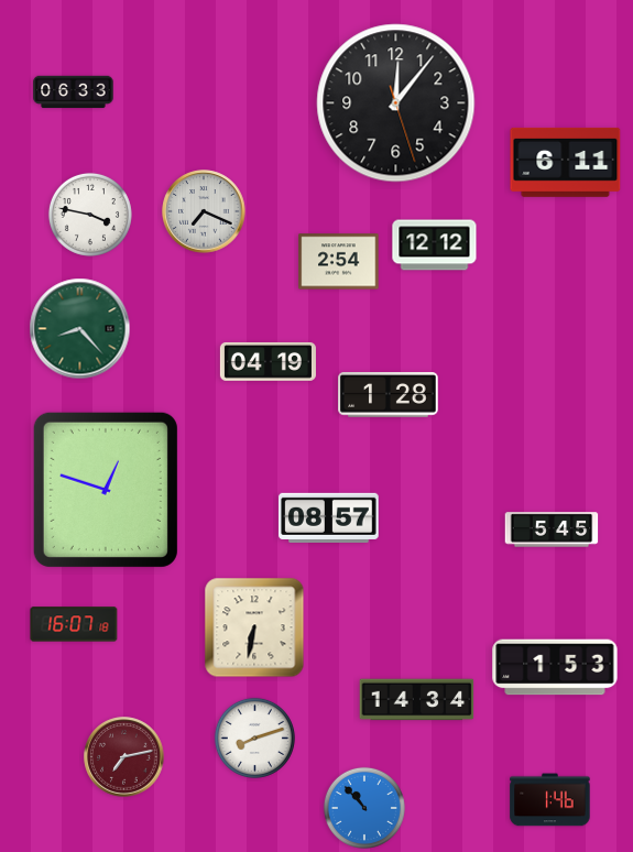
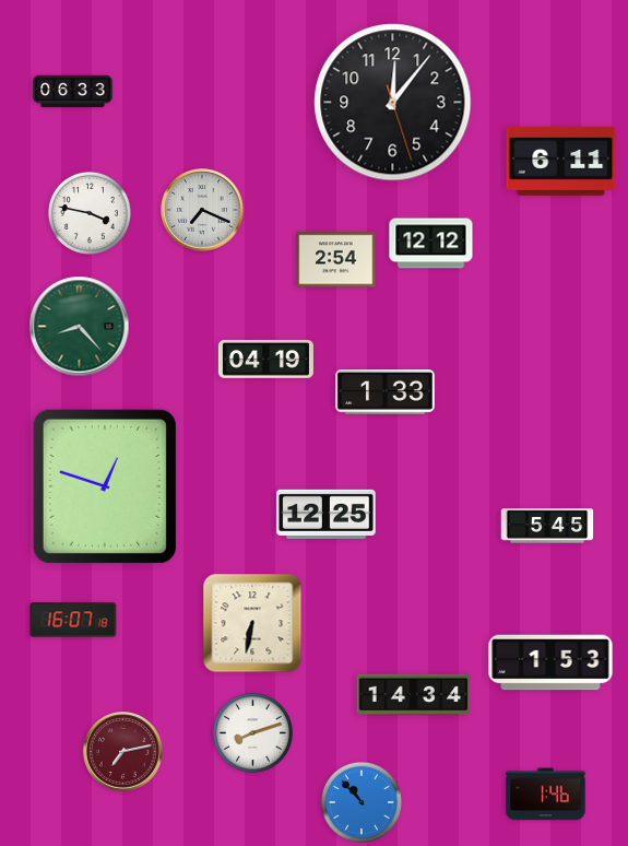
clock at (389, 395): 1:28 -> 1:33
clock at (329, 517): 08:57 -> 12:25
